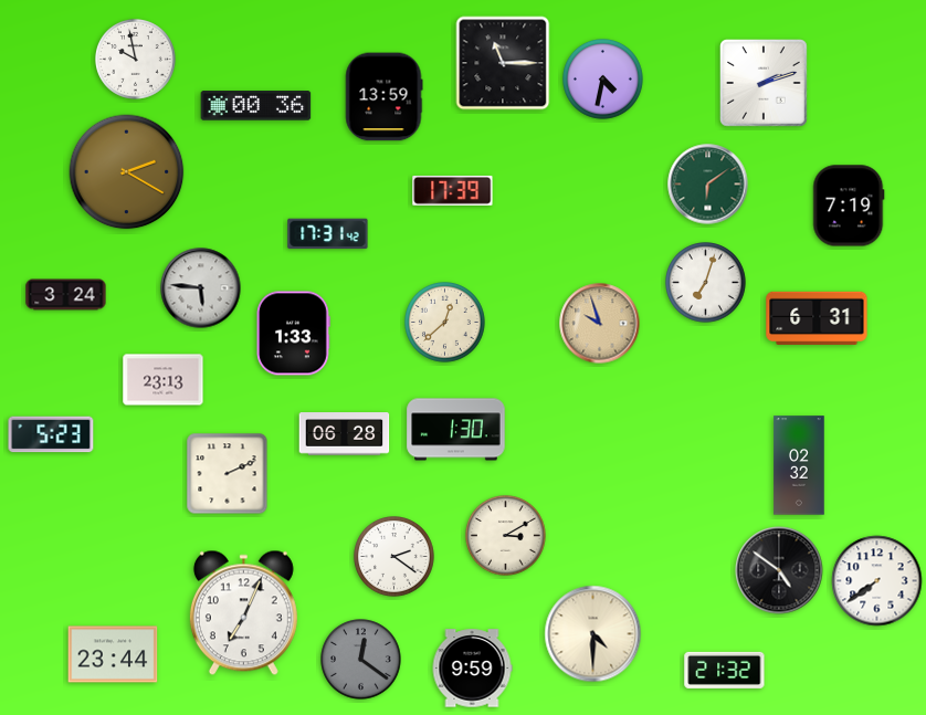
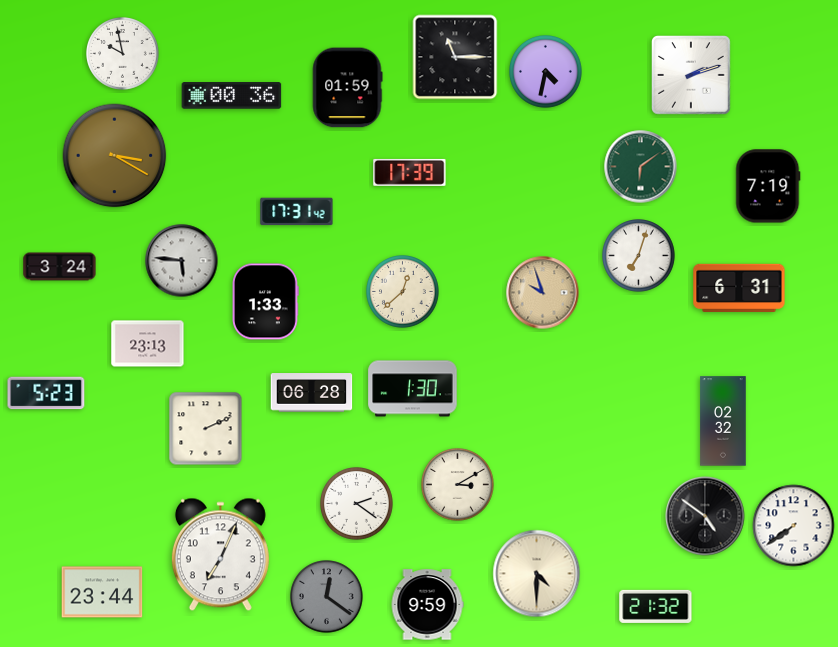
clock at (383, 97): 13:59 -> 01:59
clock at (127, 172): 2:20 -> 3:20
